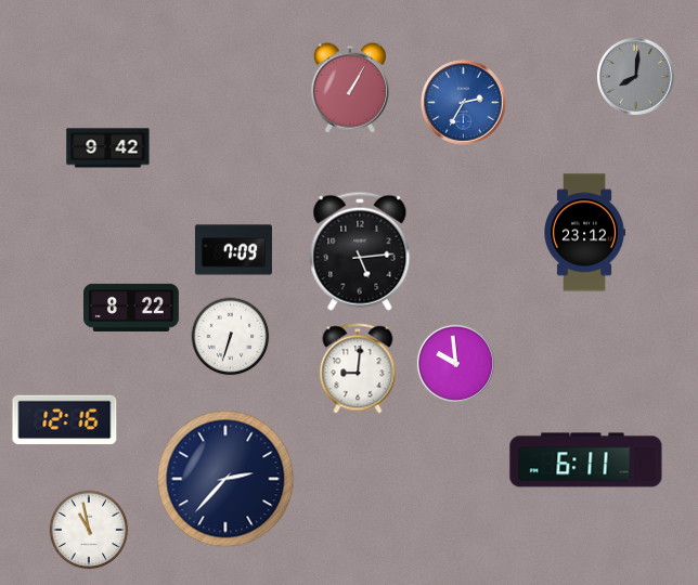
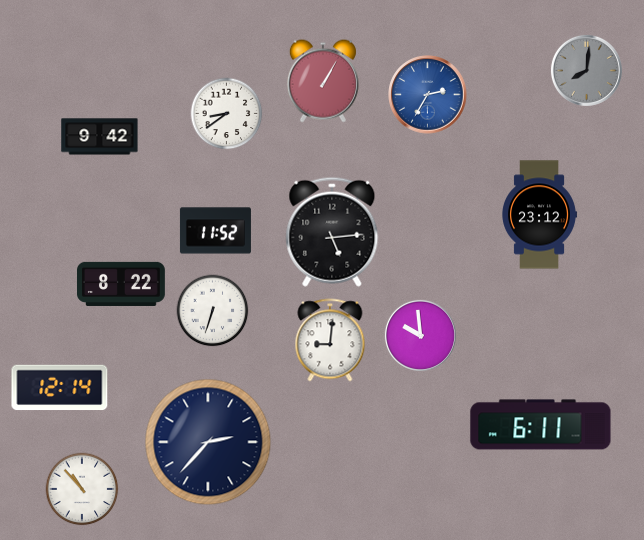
clock at (227, 114): none -> 8:39
clock at (233, 250): 7:09 -> 11:52
clock at (65, 420): 12:16 -> 12:14
clock at (89, 530): 10:58 -> 10:53
